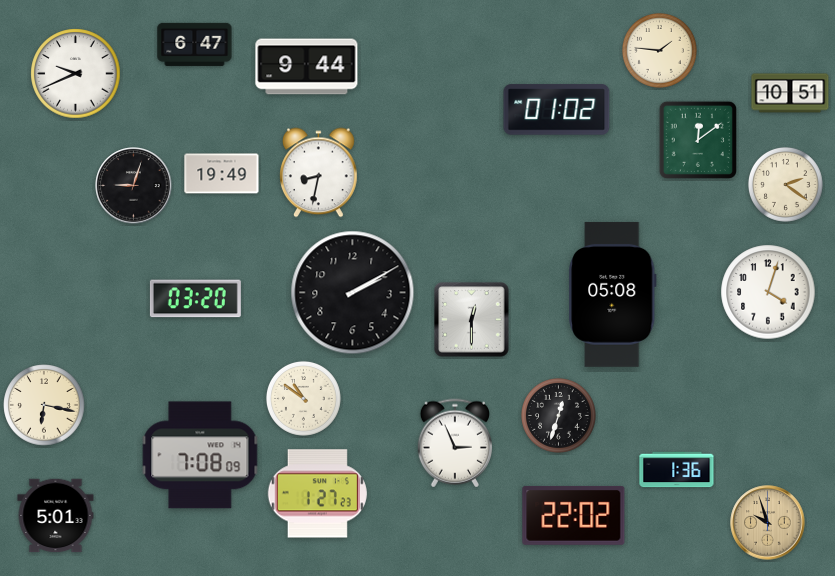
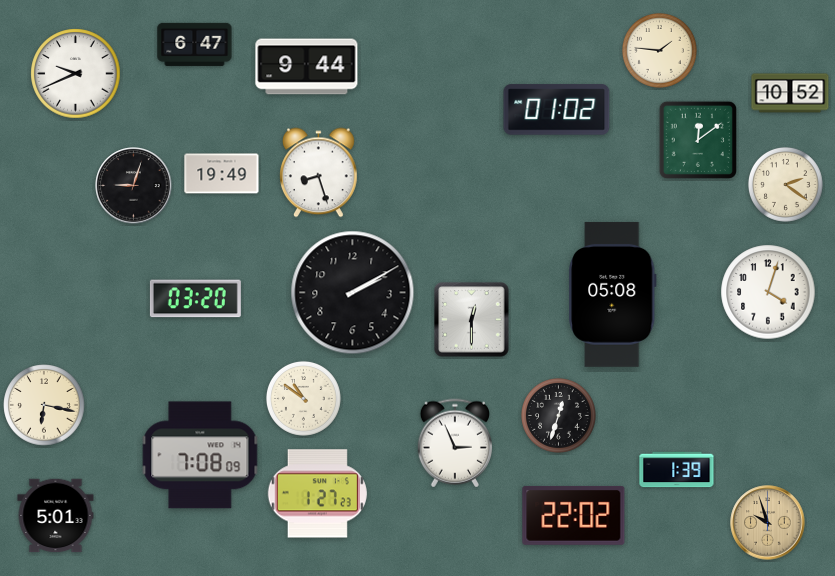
clock at (790, 93): 10:51 -> 10:52
clock at (319, 173): 8:32 -> 8:27
clock at (677, 470): 1:36 -> 1:39
